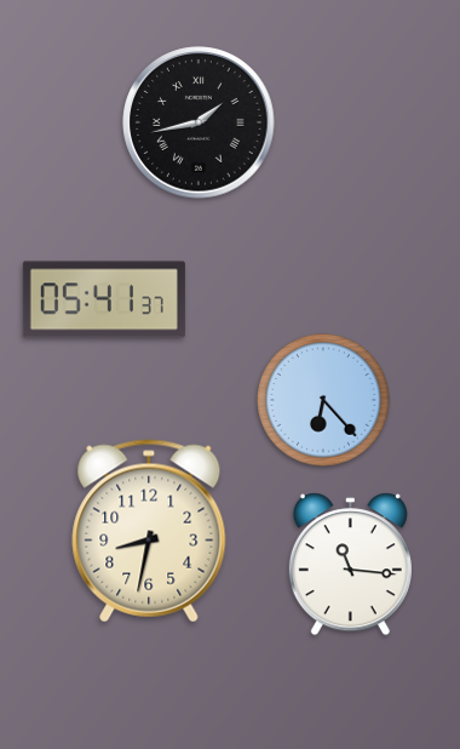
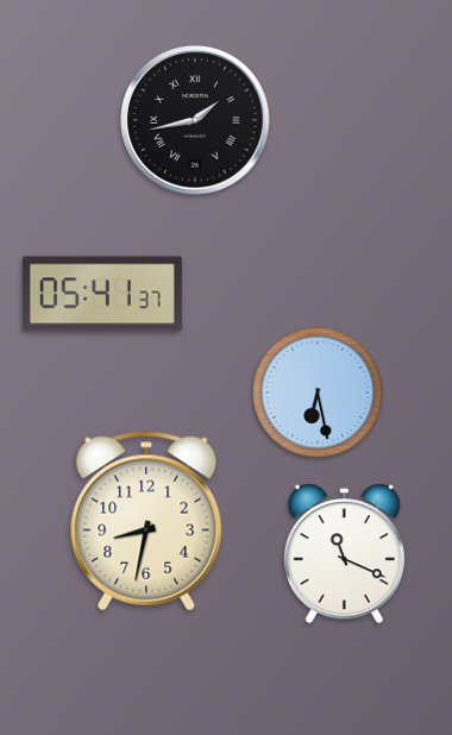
clock at (323, 400): 6:23 -> 6:28
clock at (350, 565): 11:16 -> 11:19
